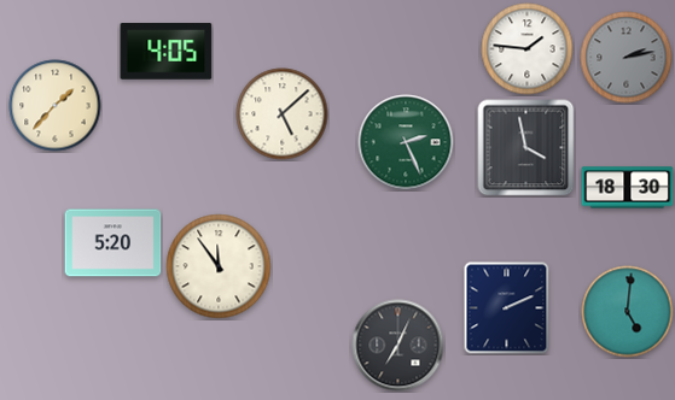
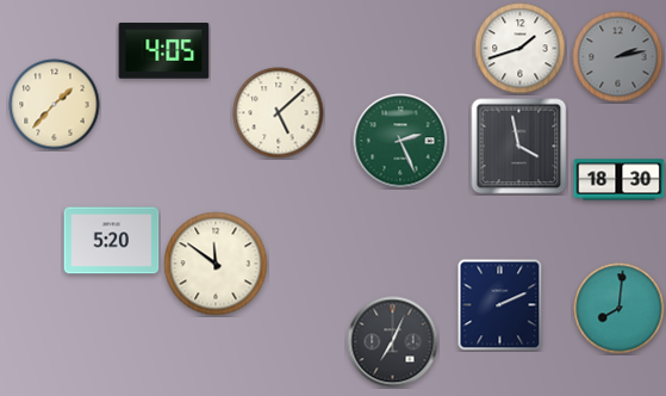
clock at (528, 49): 1:46 -> 1:42
clock at (628, 188) position: (628, 188) -> (620, 180)
clock at (219, 266): 11:54 -> 11:51
clock at (628, 312): 5:01 -> 8:01
